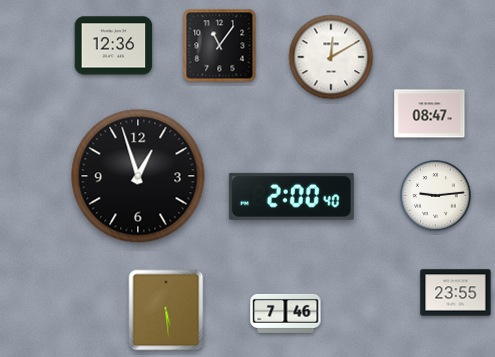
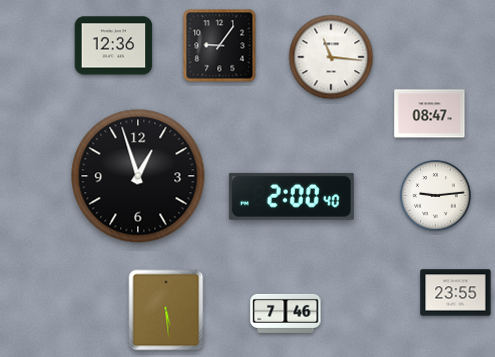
clock at (220, 46): 11:06 -> 9:06
clock at (331, 57): 12:10 -> 11:16
